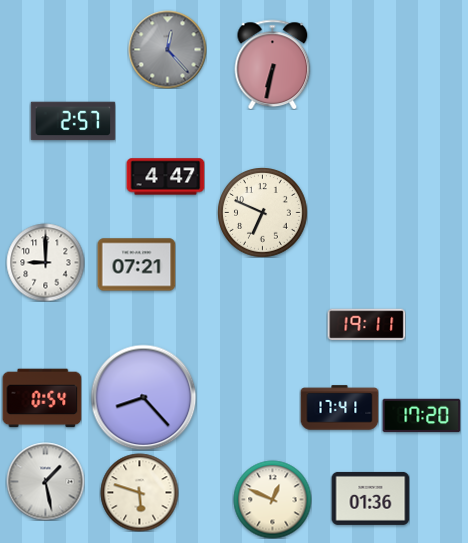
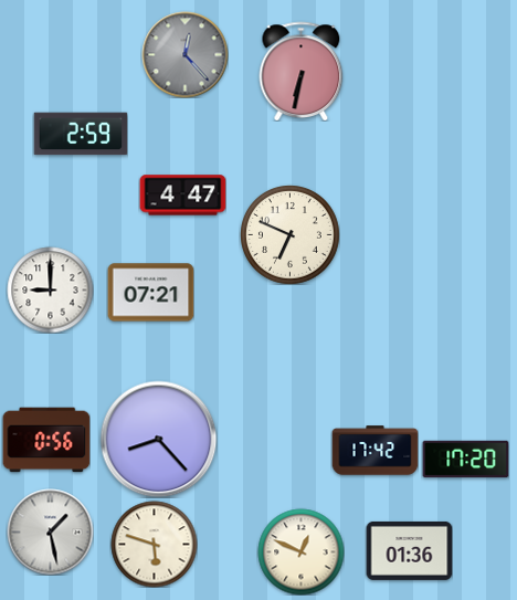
clock at (73, 121): 2:57 -> 2:59
clock at (366, 325): 19:11 -> none
clock at (42, 398): 0:54 -> 0:56
clock at (339, 408): 17:41 -> 17:42
